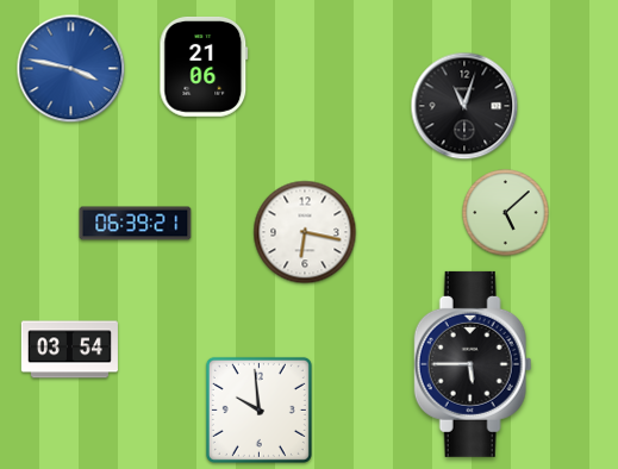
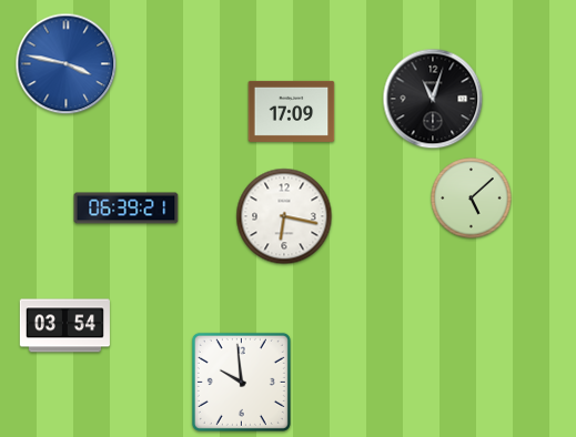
clock at (204, 67): 21:06 -> none
clock at (292, 111): none -> 17:09
clock at (473, 364): 5:45 -> none
